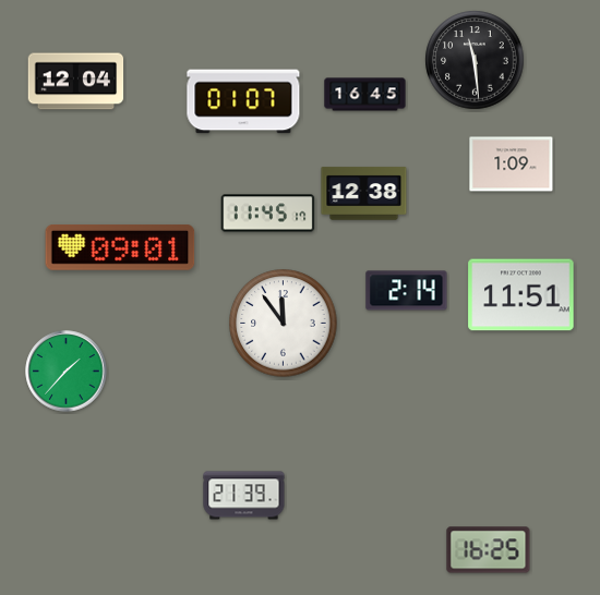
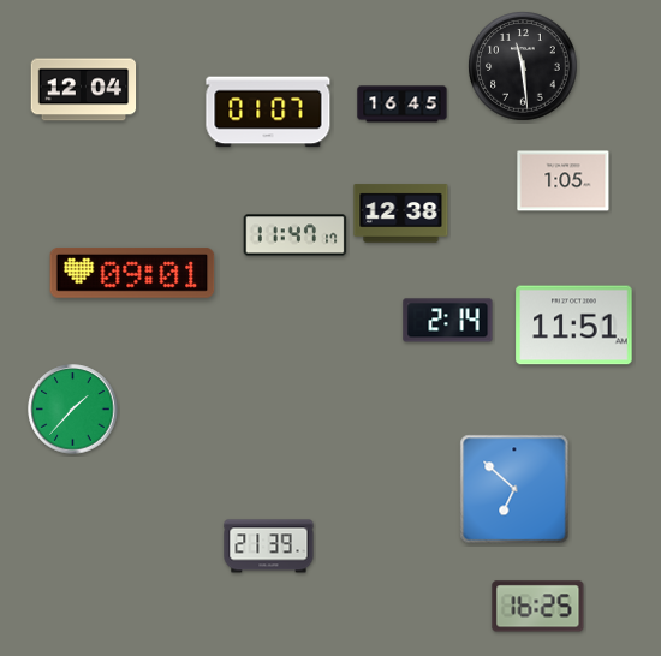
clock at (512, 165): 1:09 -> 1:05
clock at (268, 214): 11:45 -> 11:47
clock at (284, 324): 11:54 -> none
clock at (514, 489): none -> 6:52
